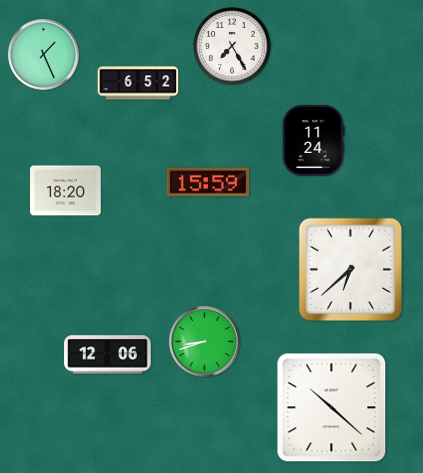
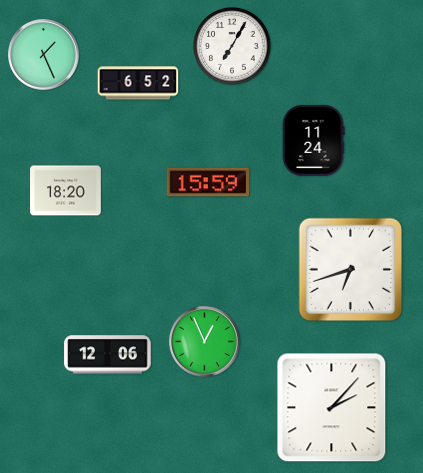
clock at (232, 46): 7:25 -> 7:05
clock at (351, 270): 6:38 -> 6:42
clock at (205, 342): 8:42 -> 12:56
clock at (332, 408): 10:22 -> 2:07
